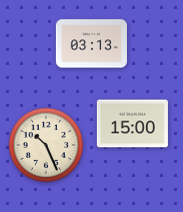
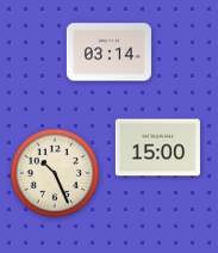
clock at (91, 44): 03:13 -> 03:14
